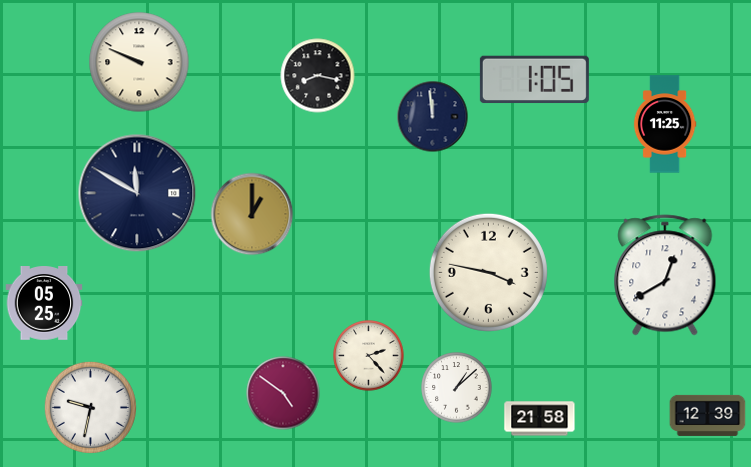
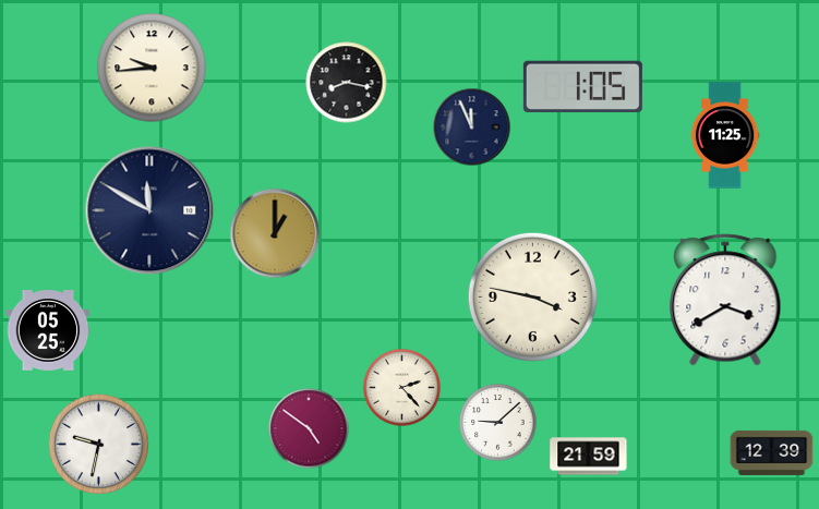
clock at (139, 62): 9:49 -> 9:44
clock at (433, 117): 11:59 -> 11:56
clock at (665, 275): 12:40 -> 3:40
clock at (457, 388): 1:08 -> 9:08
clock at (540, 419): 21:58 -> 21:59
